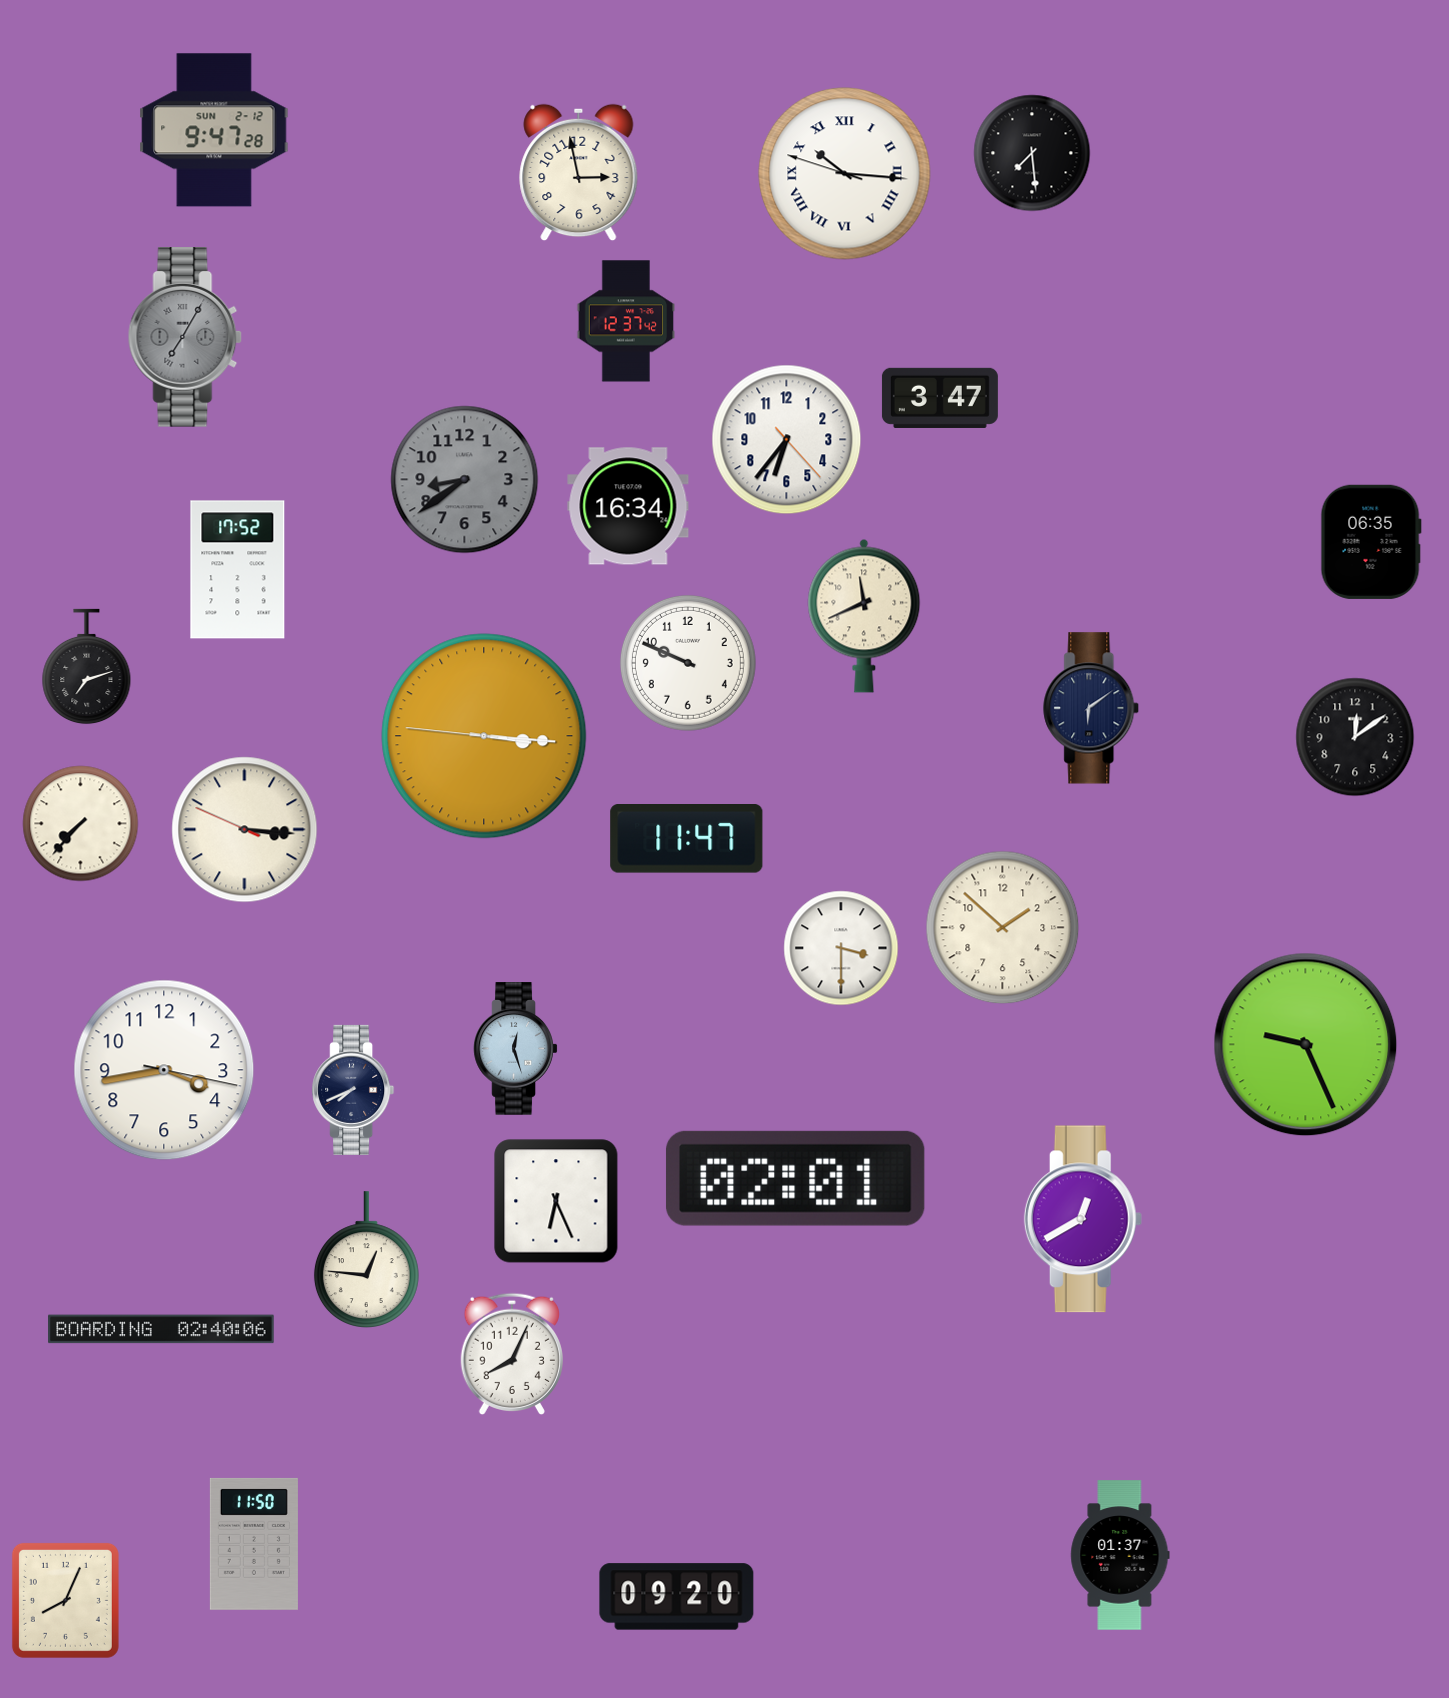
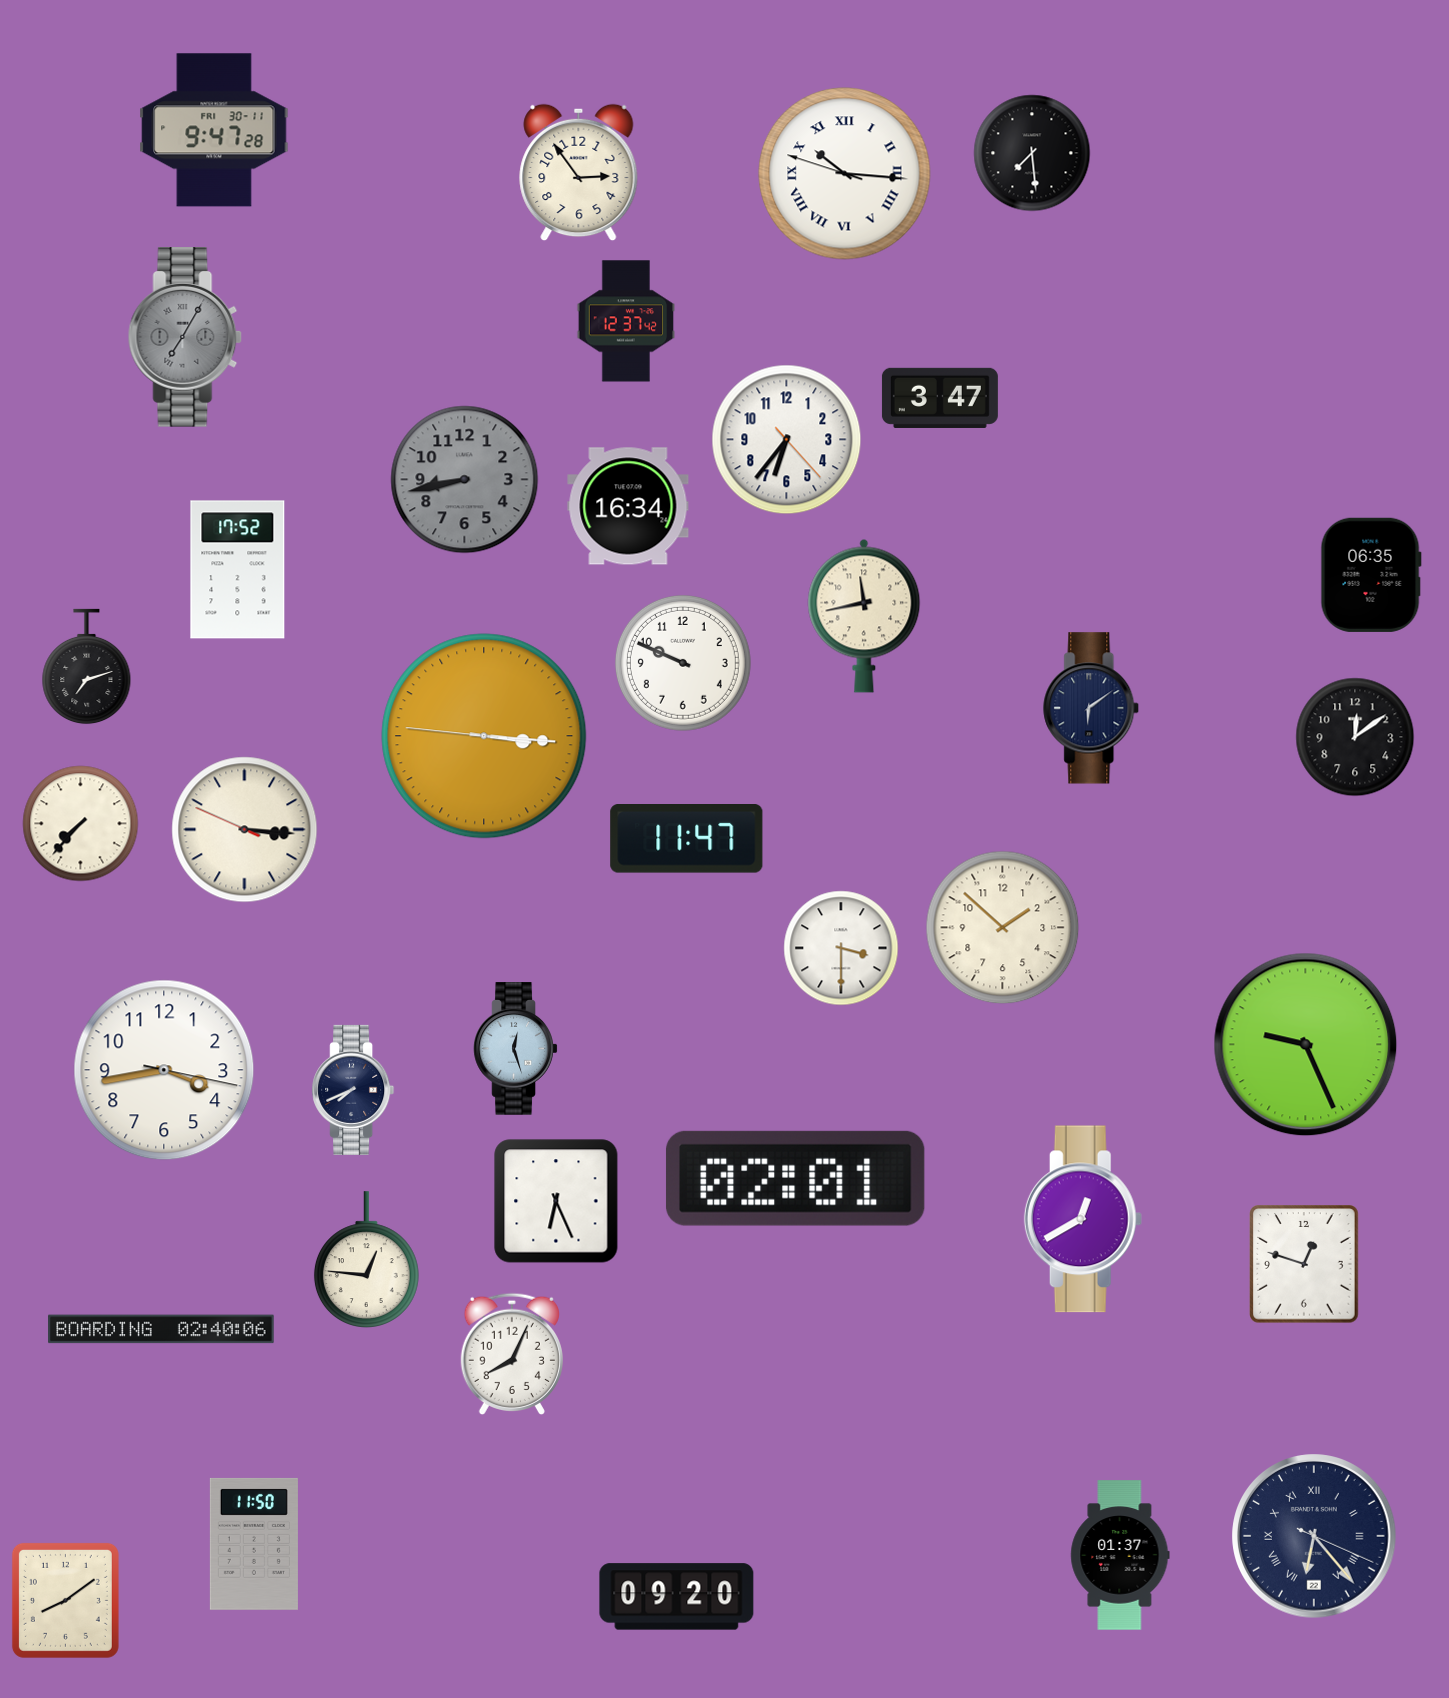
clock at (214, 130) date: SUN 2-12 -> FRI 30-11
clock at (579, 173): 2:58 -> 2:54
clock at (465, 480): 8:39 -> 8:43
clock at (1371, 542) position: (1371, 542) -> (1371, 575)
clock at (864, 616): 11:41 -> 11:43
clock at (688, 663) position: (688, 663) -> (683, 663)
clock at (1304, 1264): none -> 12:48
clock at (1314, 1536): none -> 6:23
clock at (65, 1600): 8:04 -> 8:09
